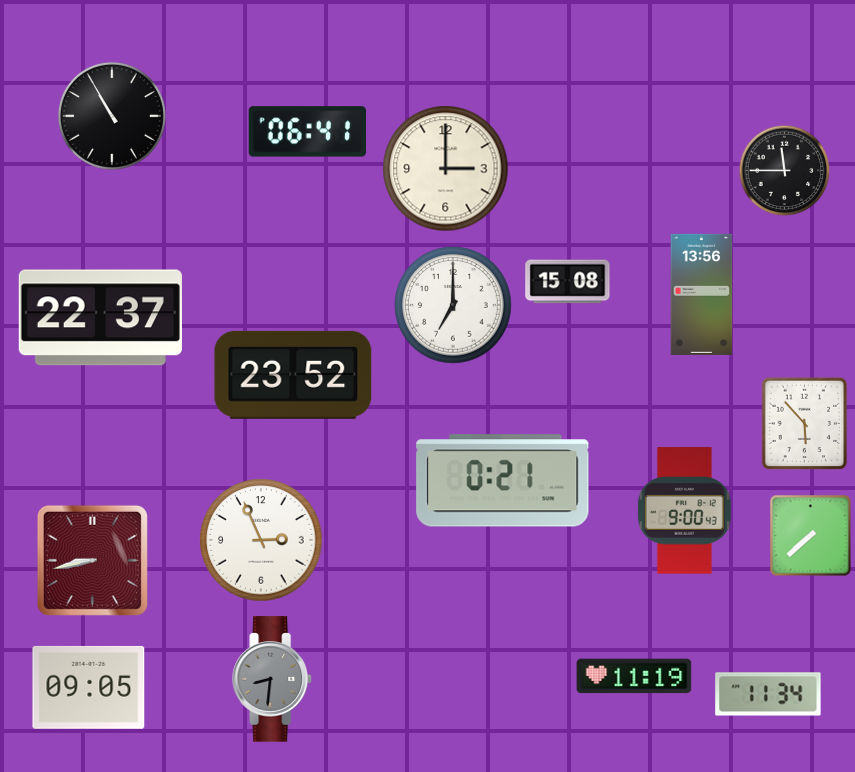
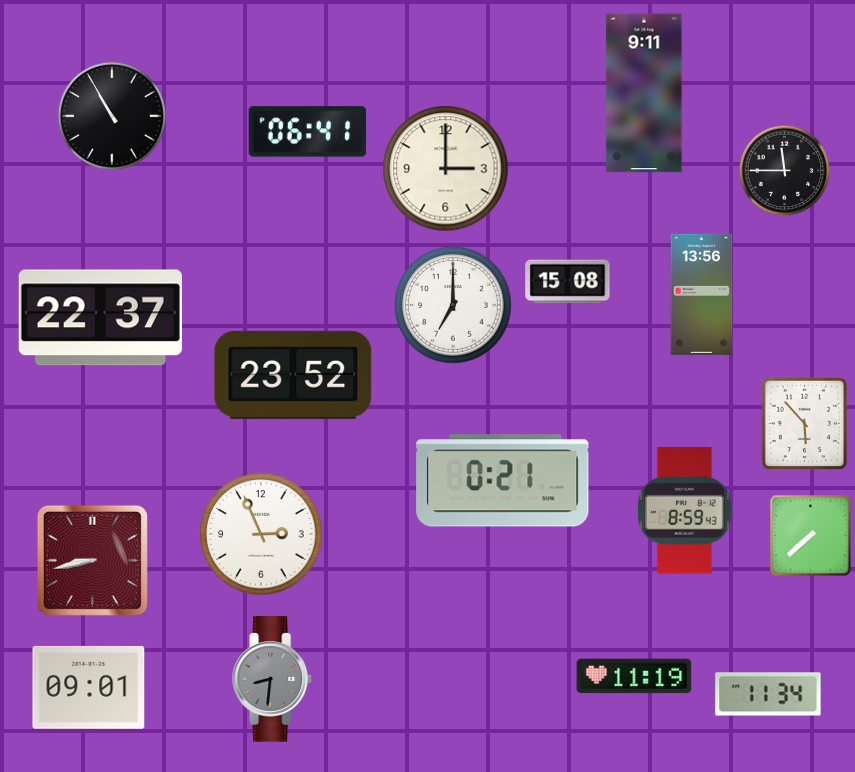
clock at (644, 93): none -> 9:11
clock at (684, 511): 9:00 -> 8:59
clock at (261, 540) position: (261, 540) -> (261, 534)
clock at (89, 687): 09:05 -> 09:01
